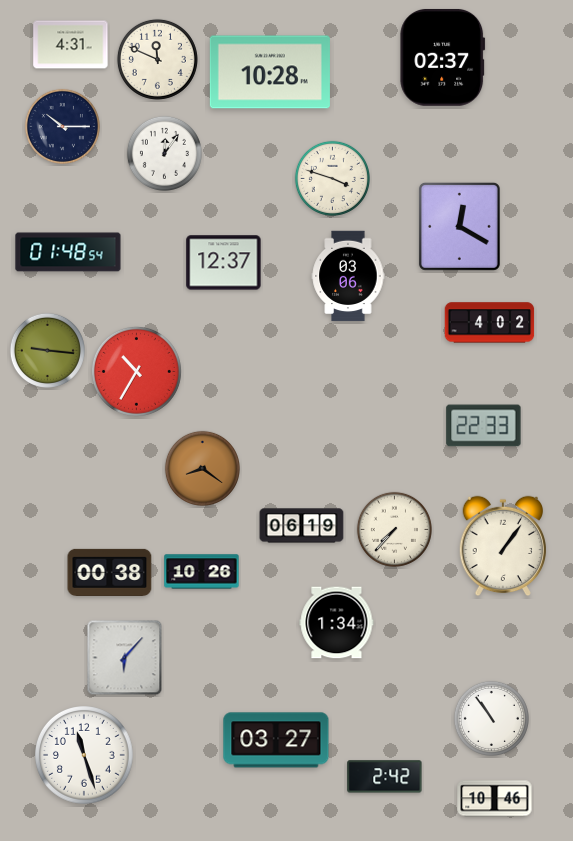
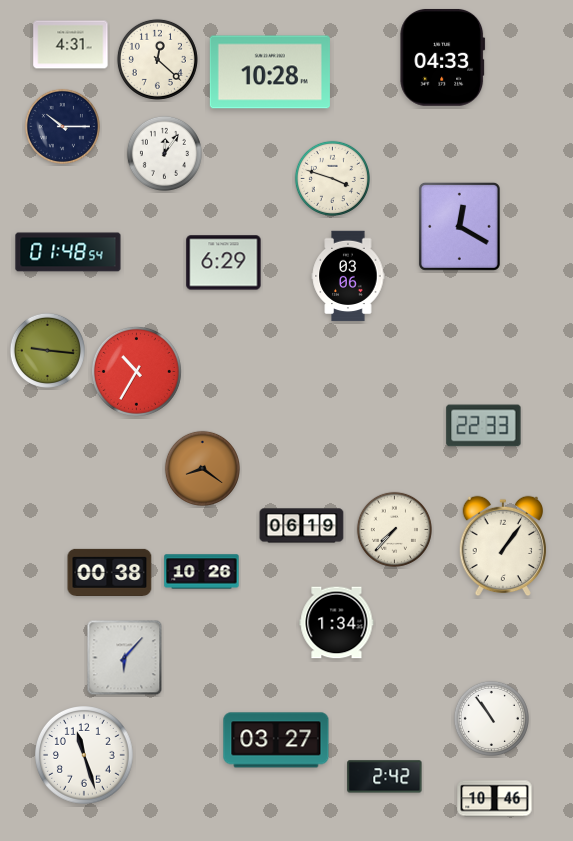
clock at (443, 57): 02:37 -> 04:33
clock at (157, 59): 11:49 -> 12:22
clock at (224, 263): 12:37 -> 6:29
clock at (490, 323): 4:02 -> none
